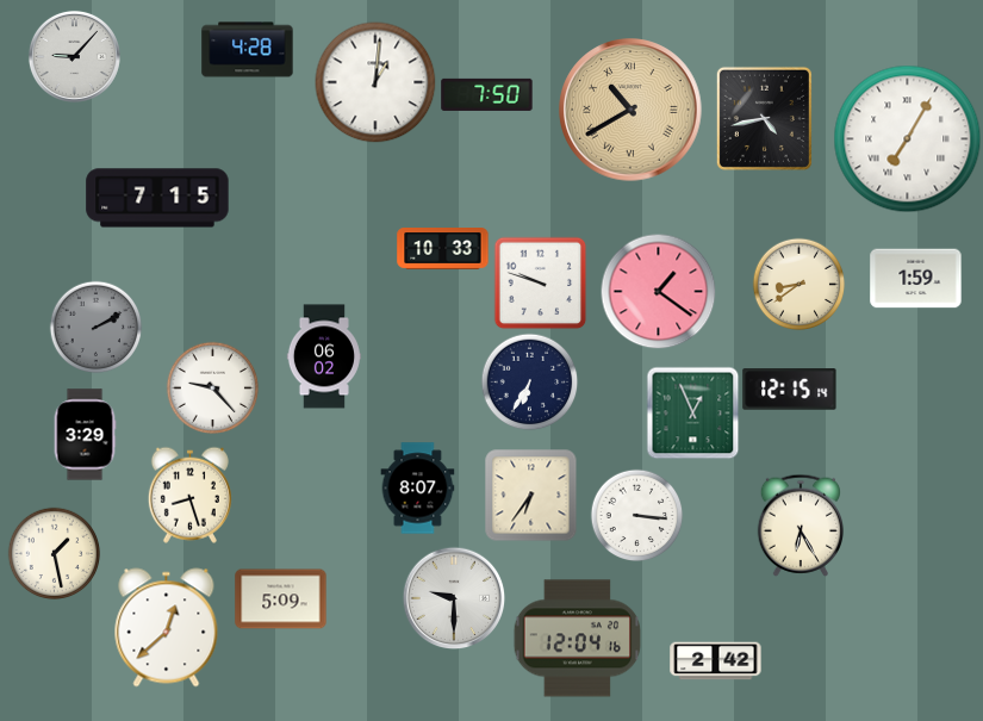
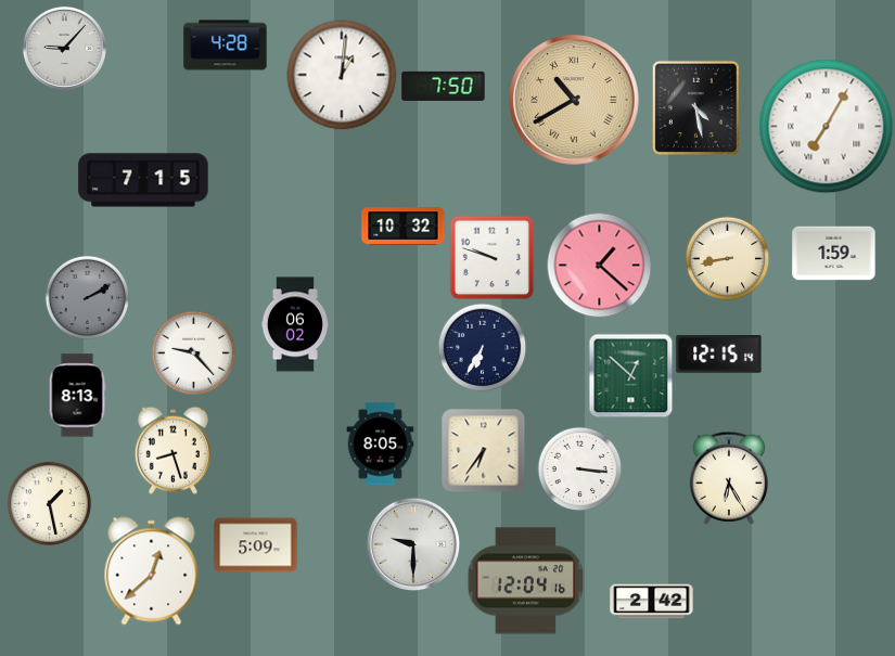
clock at (74, 56) position: (74, 56) -> (64, 48)
clock at (764, 118): 4:43 -> 4:28
clock at (443, 249): 10:33 -> 10:32
clock at (798, 284): 8:39 -> 8:43
clock at (658, 291): 1:21 -> 1:22
clock at (692, 412): 12:56 -> 12:52
clock at (85, 435): 3:29 -> 8:13
clock at (418, 489): 8:07 -> 8:05
